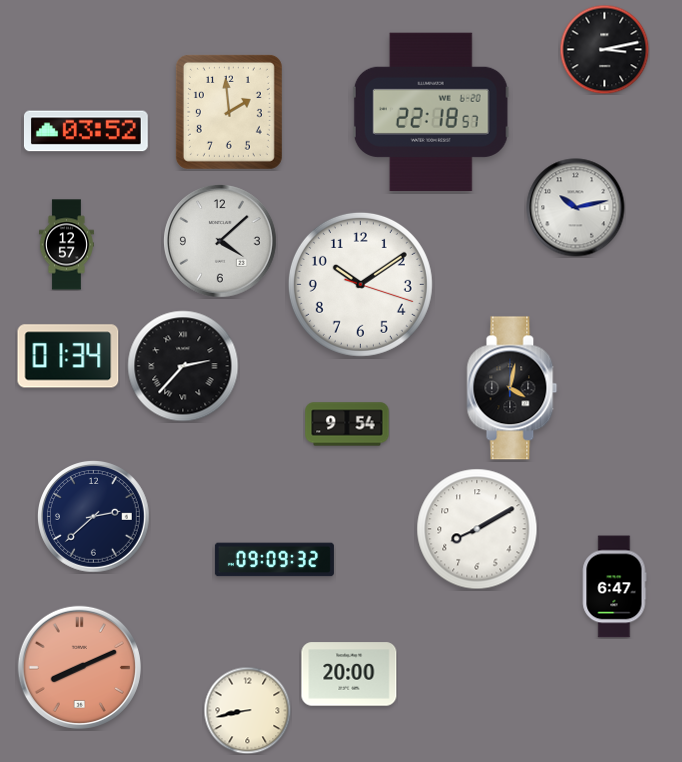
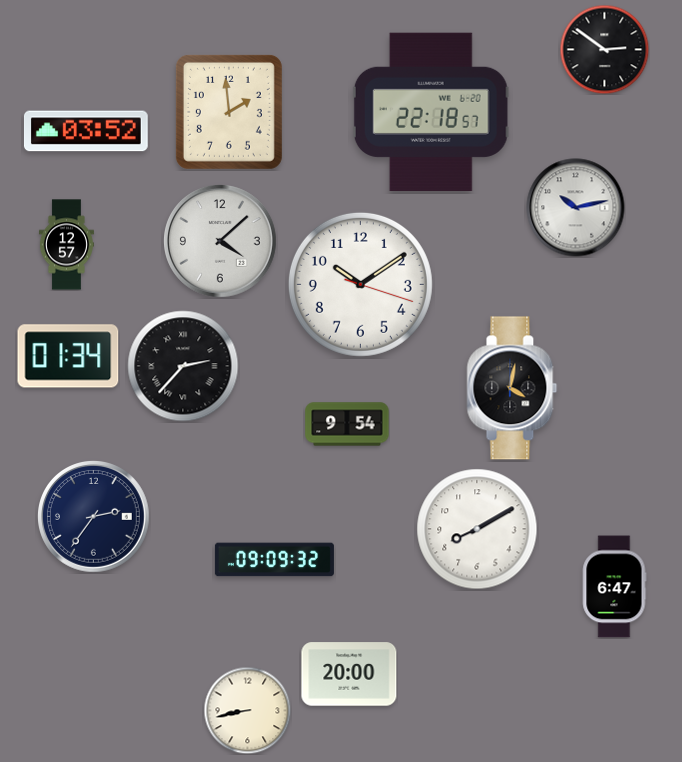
clock at (604, 49): 3:13 -> 2:51
clock at (94, 517): 2:38 -> 2:36
clock at (79, 667): 8:11 -> none
